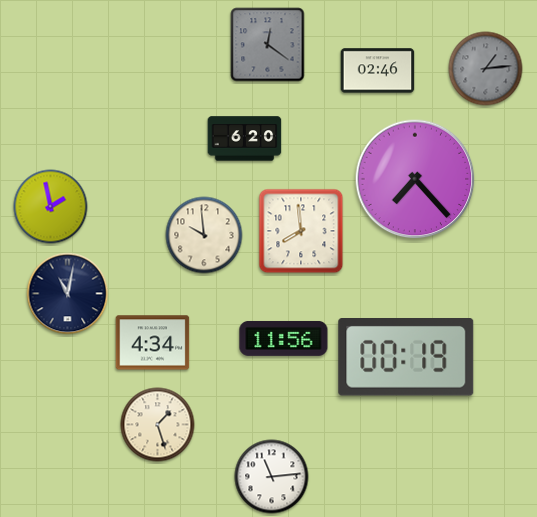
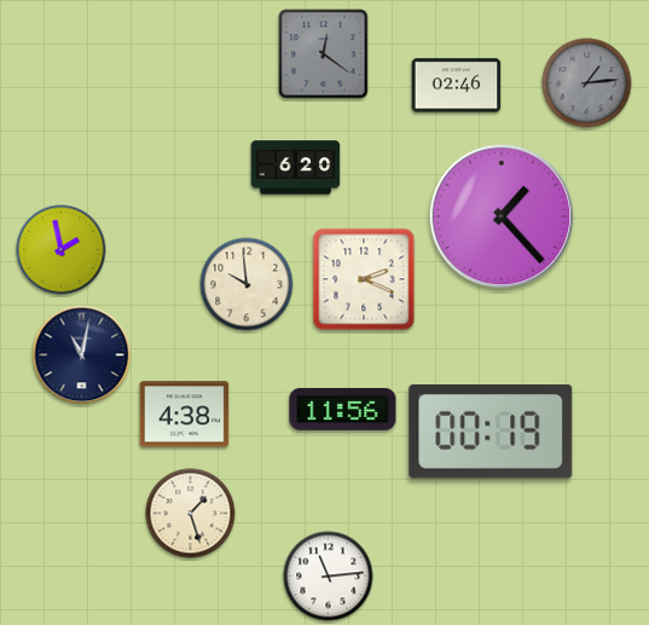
clock at (415, 179): 7:23 -> 1:23
clock at (301, 231): 7:59 -> 2:19
clock at (153, 343): 4:34 -> 4:38
